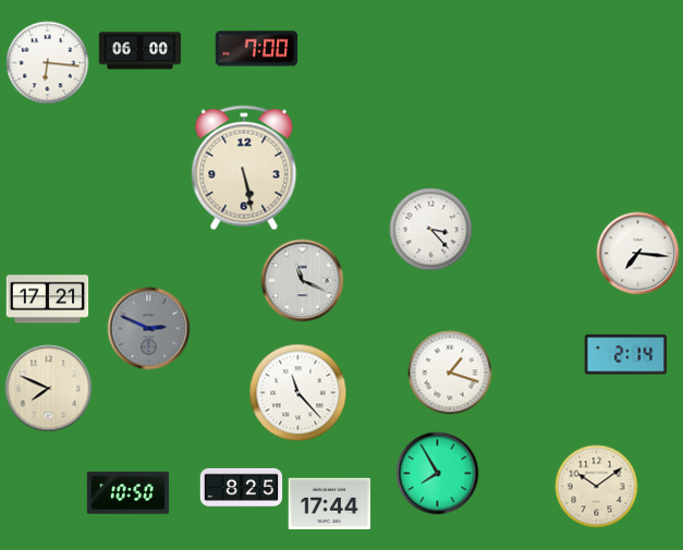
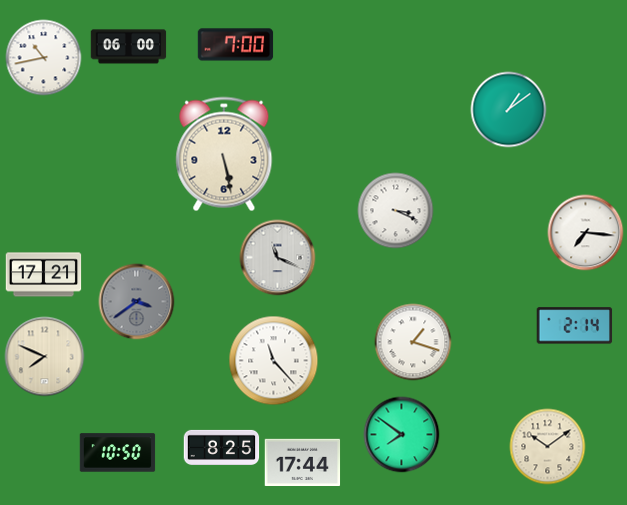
clock at (48, 63): 6:16 -> 10:43
clock at (509, 110): none -> 1:09
clock at (431, 230): 3:23 -> 3:19
clock at (149, 329): 2:49 -> 3:39
clock at (438, 474): 7:55 -> 7:51
